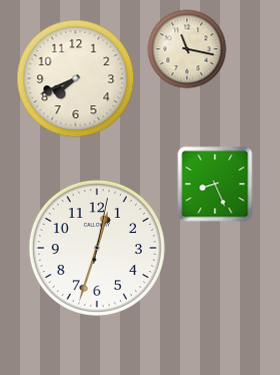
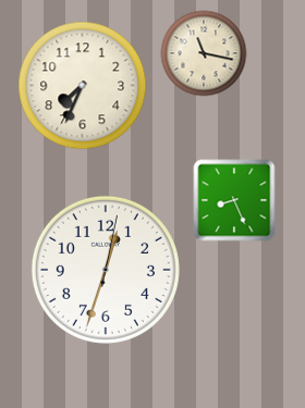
clock at (76, 79): 7:41 -> 7:34
